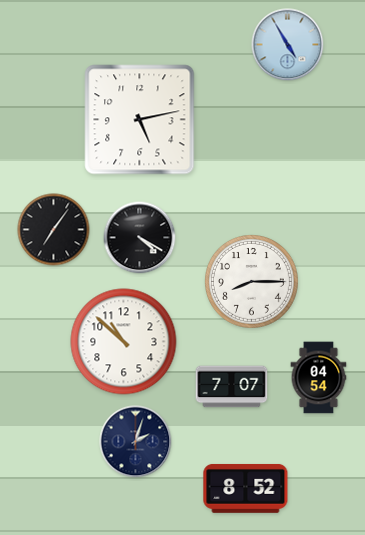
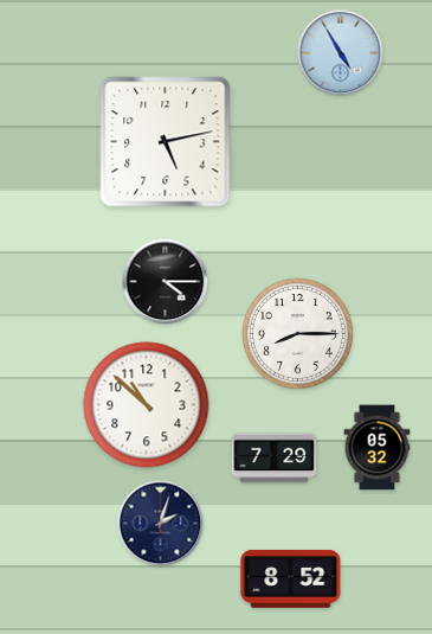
clock at (54, 230): 7:06 -> none
clock at (140, 238): 4:20 -> 4:15
clock at (319, 378): 04:54 -> 05:32
clock at (232, 387): 7:07 -> 7:29
